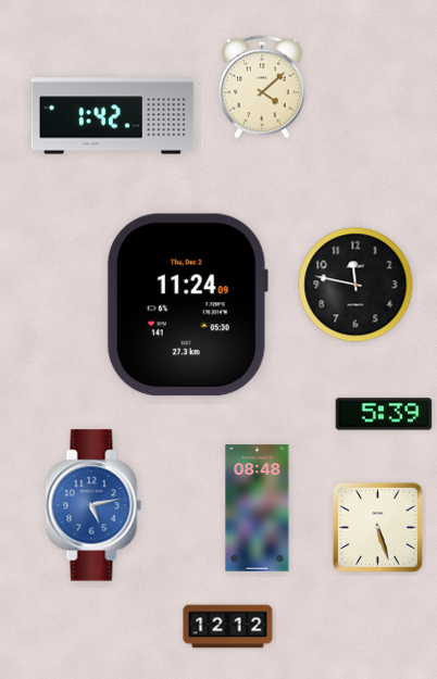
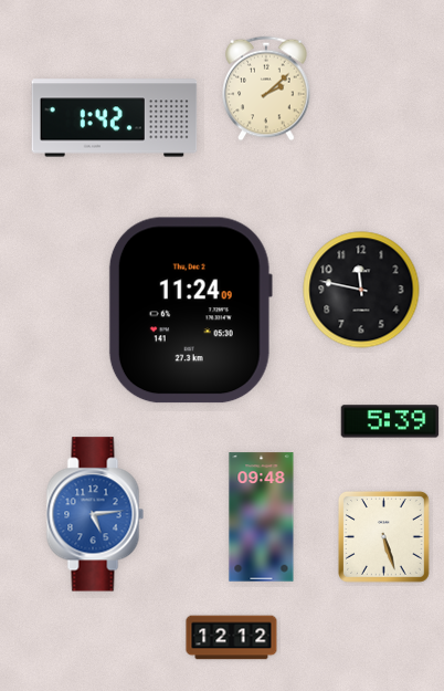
clock at (262, 87): 4:08 -> 2:08
clock at (93, 505): 5:13 -> 5:14
clock at (258, 508): 08:48 -> 09:48
